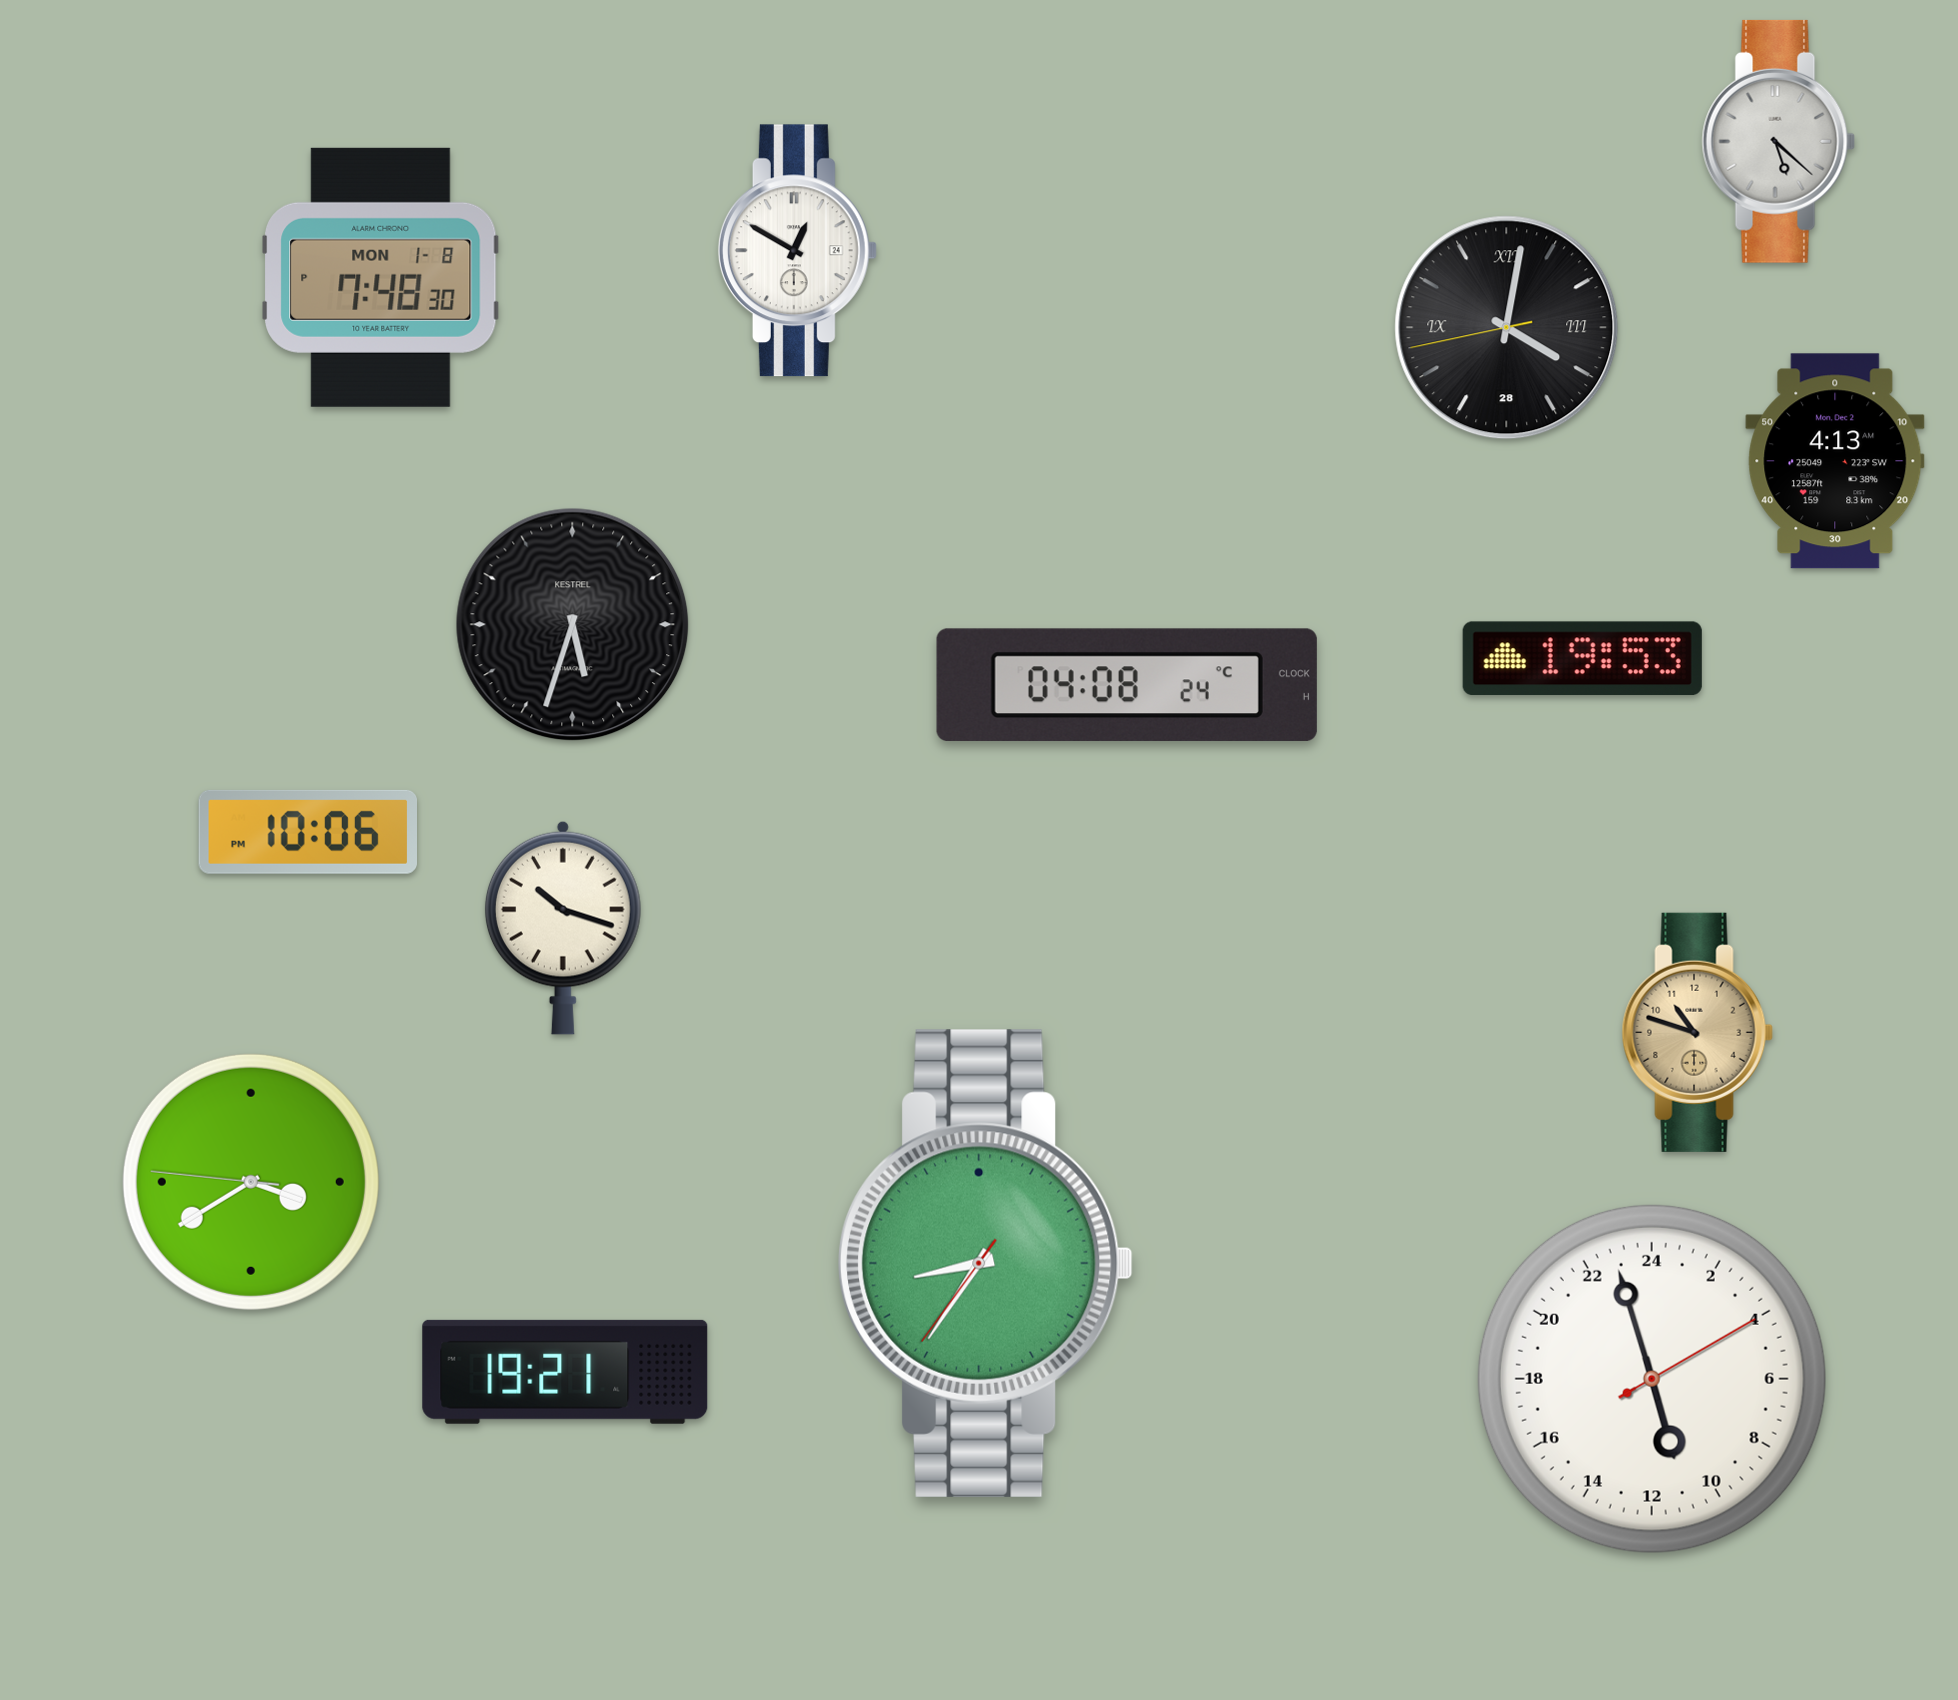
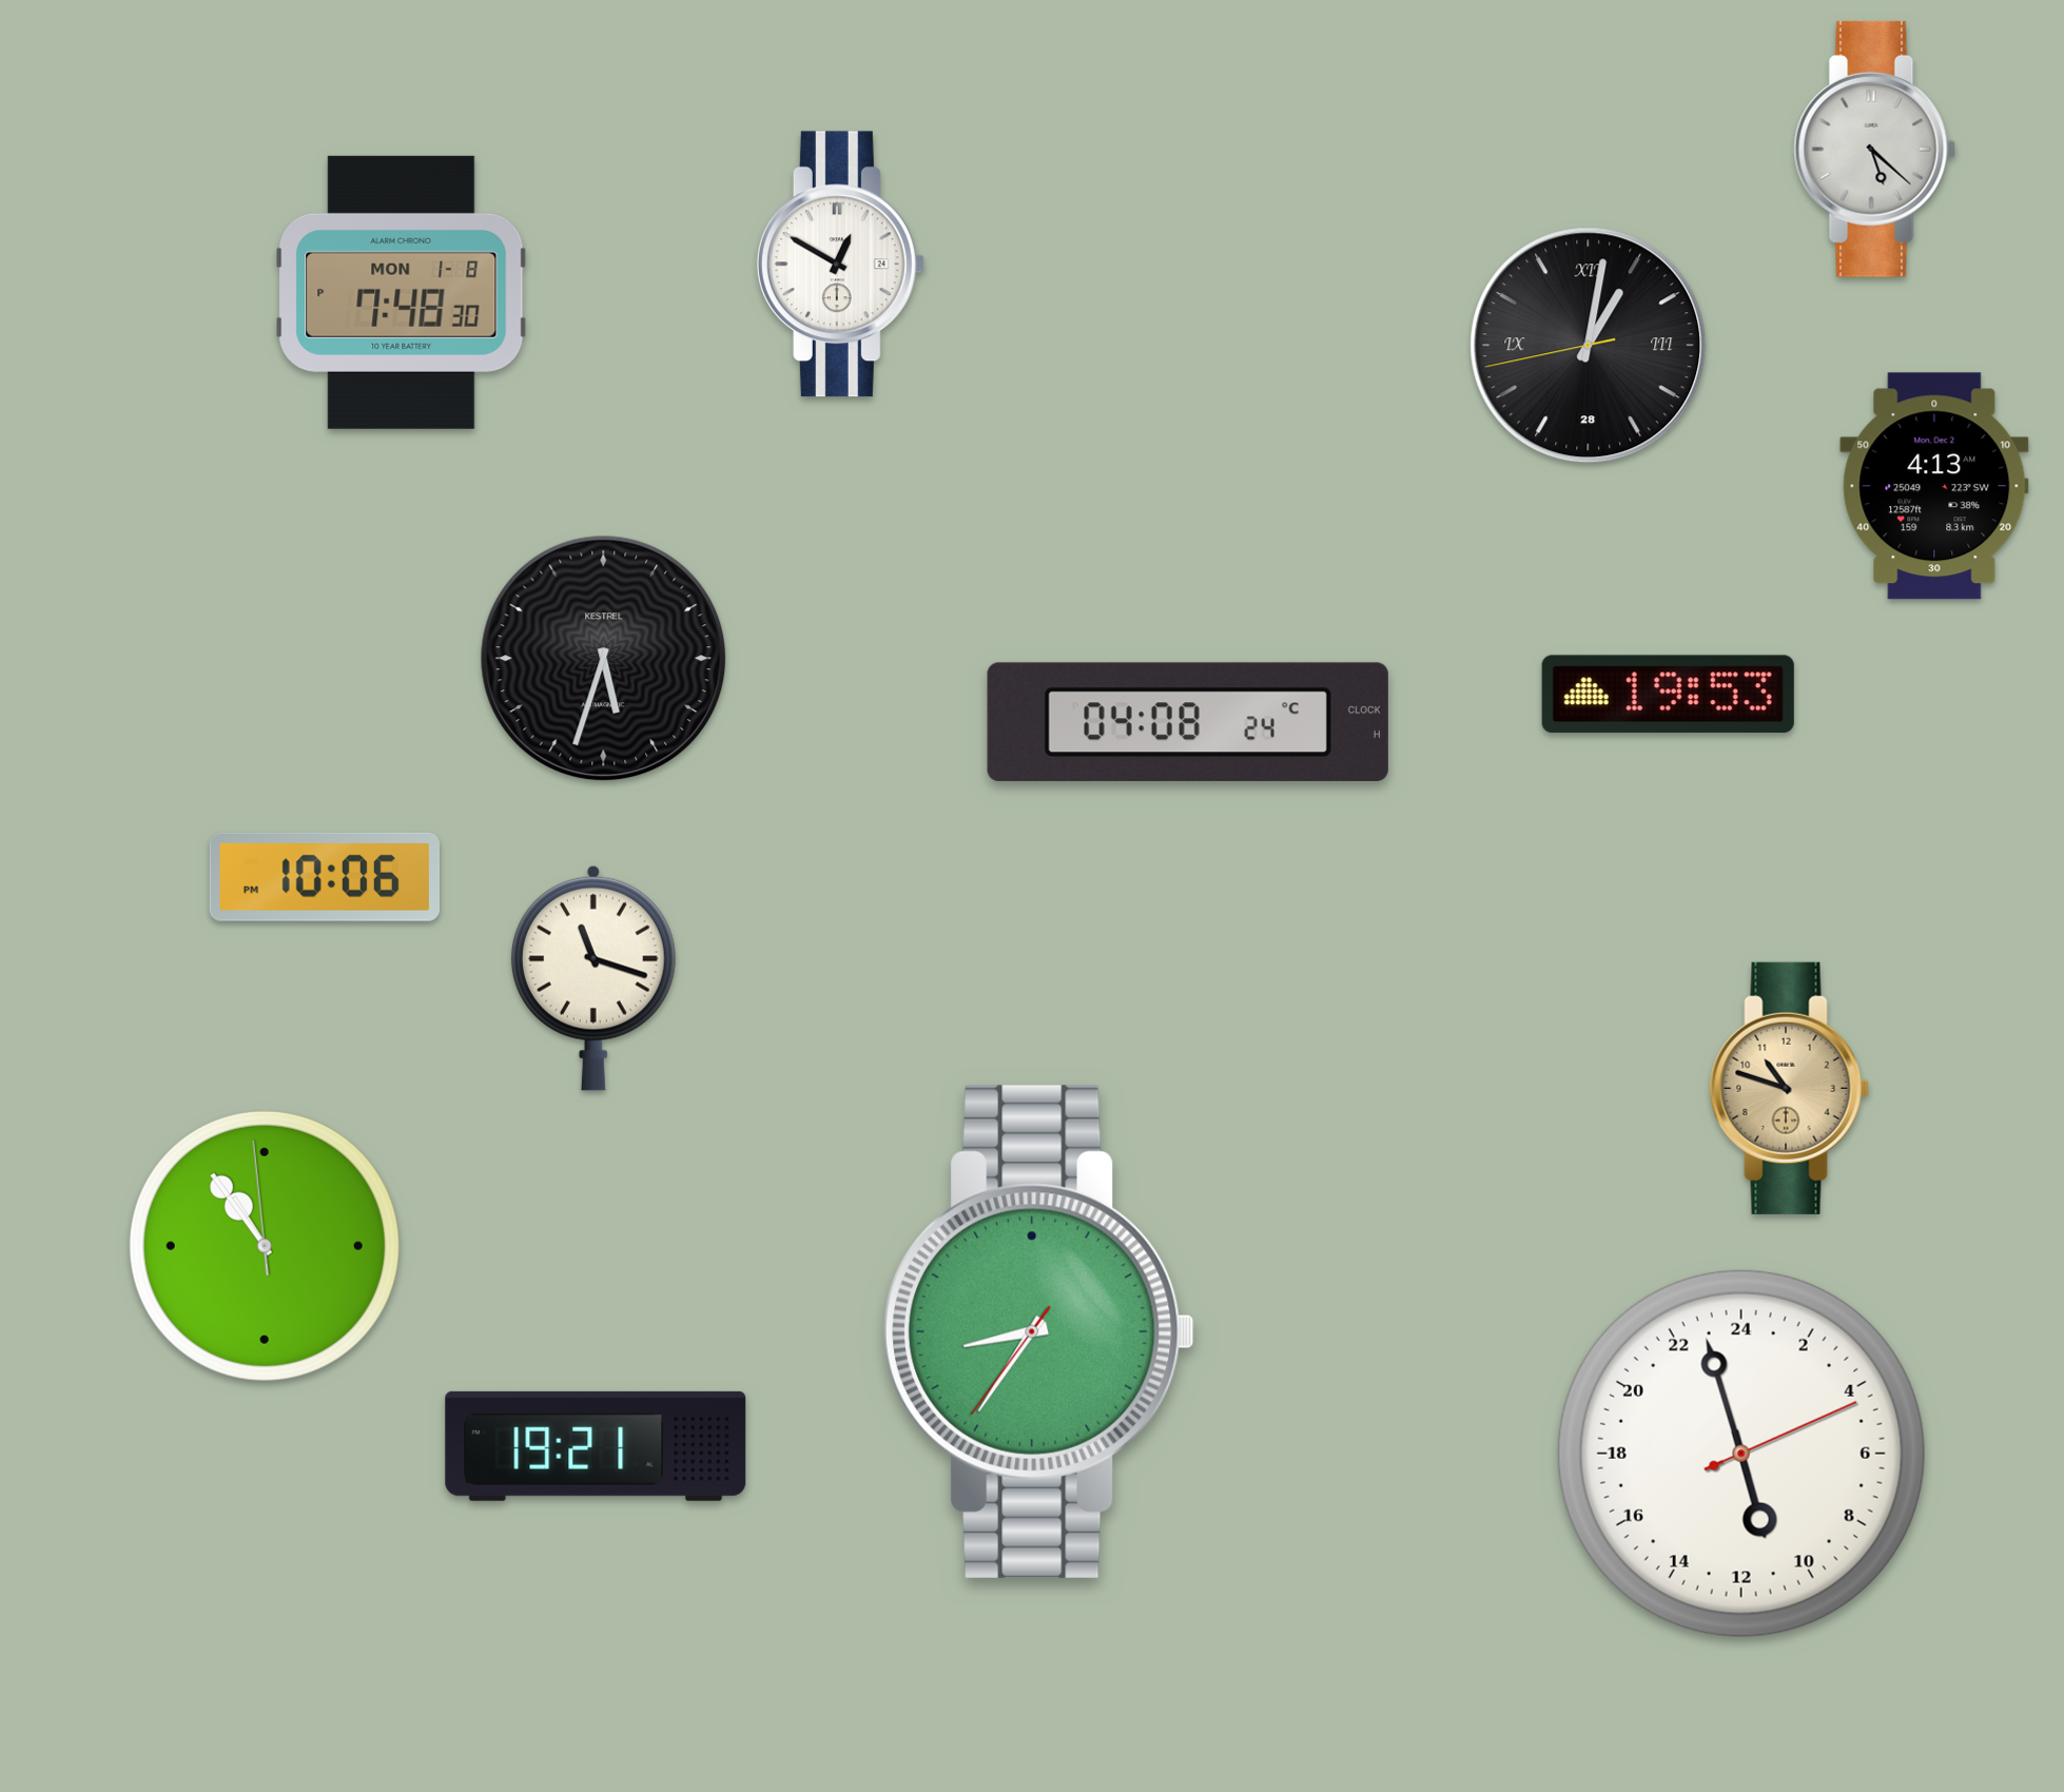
clock at (1507, 328): 4:01 -> 1:01
clock at (563, 928): 10:18 -> 11:18
clock at (251, 1182): 3:39 -> 10:53
clock at (1652, 1379): 10:57:10 -> 10:57:11
